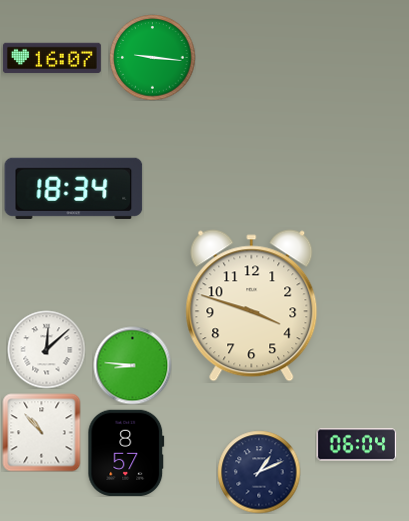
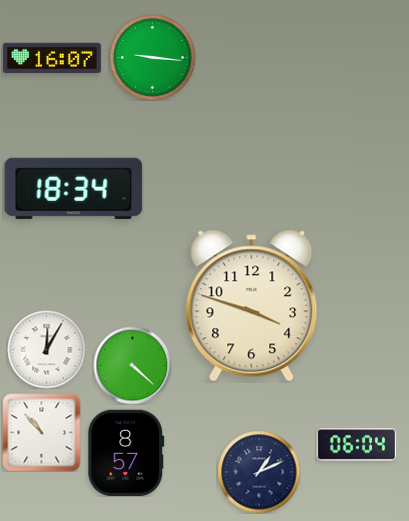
clock at (46, 349): 12:08 -> 12:05
clock at (132, 365): 8:46 -> 4:22
